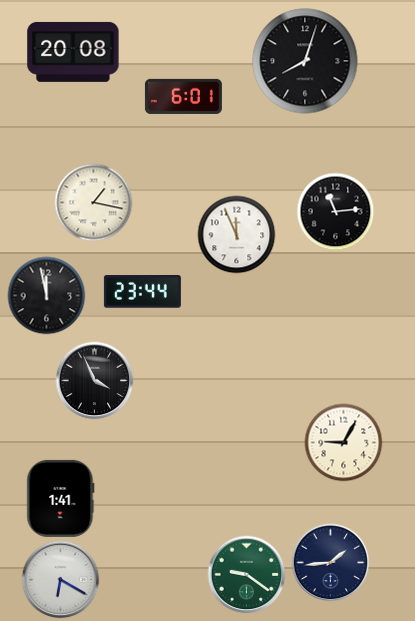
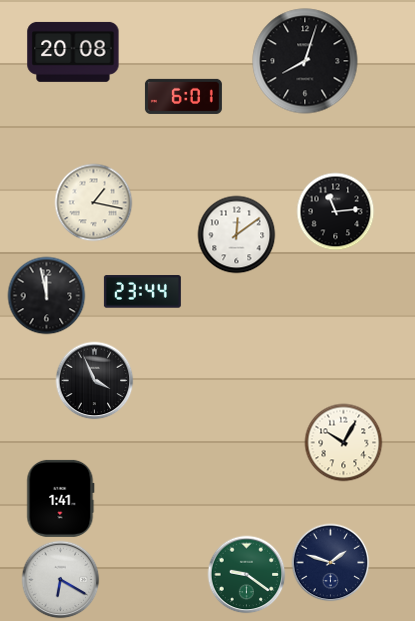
clock at (236, 234): 11:56 -> 12:09
clock at (343, 442): 9:05 -> 10:05
clock at (330, 562): 1:44 -> 1:48
